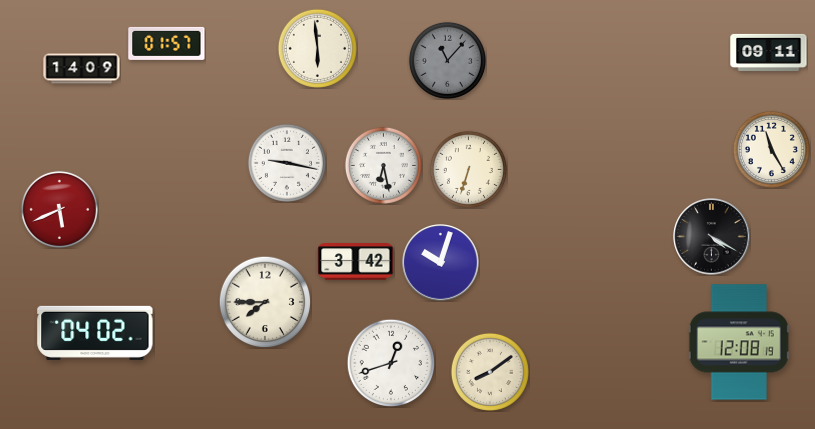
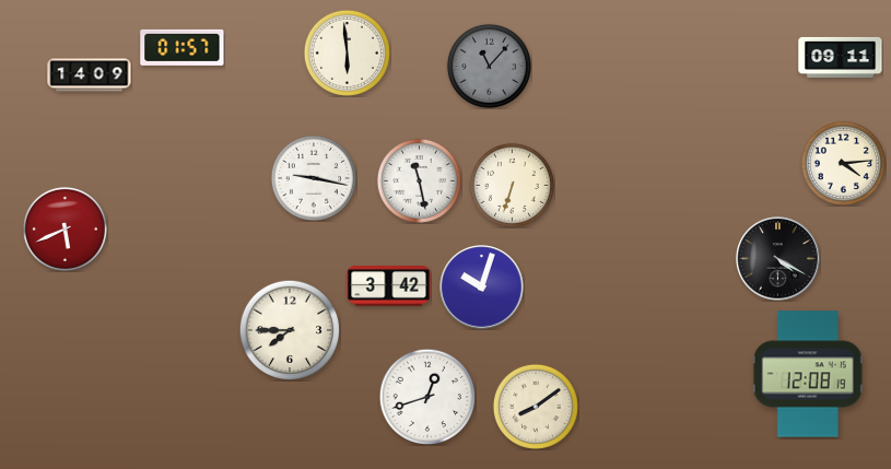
clock at (771, 149): 11:25 -> 4:14
clock at (383, 165): 6:28 -> 11:28
clock at (95, 333): 04:02 -> none
